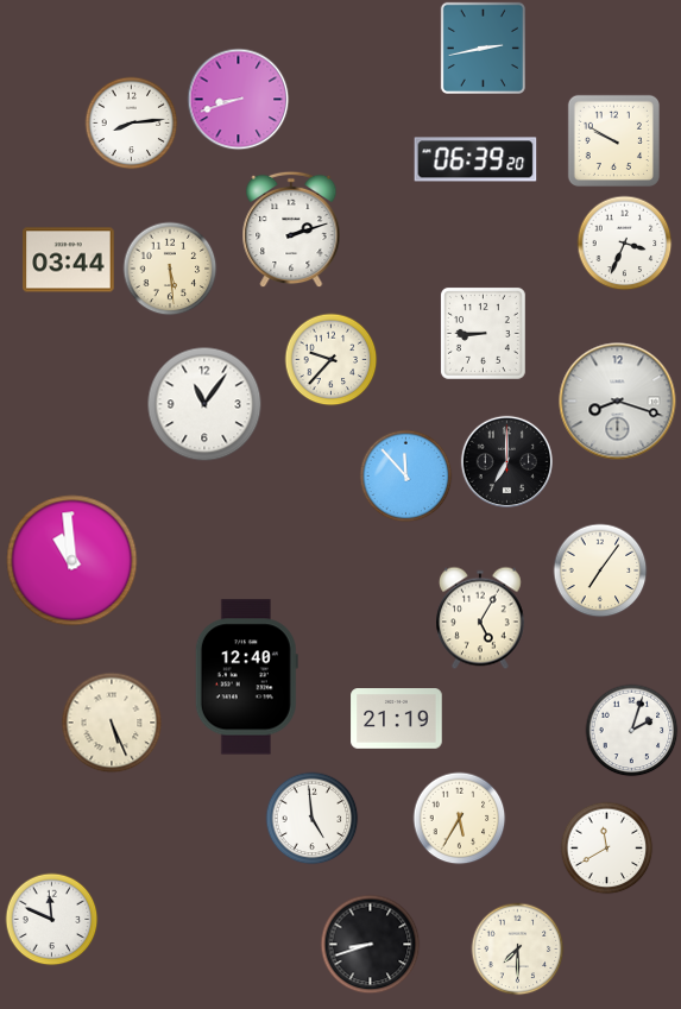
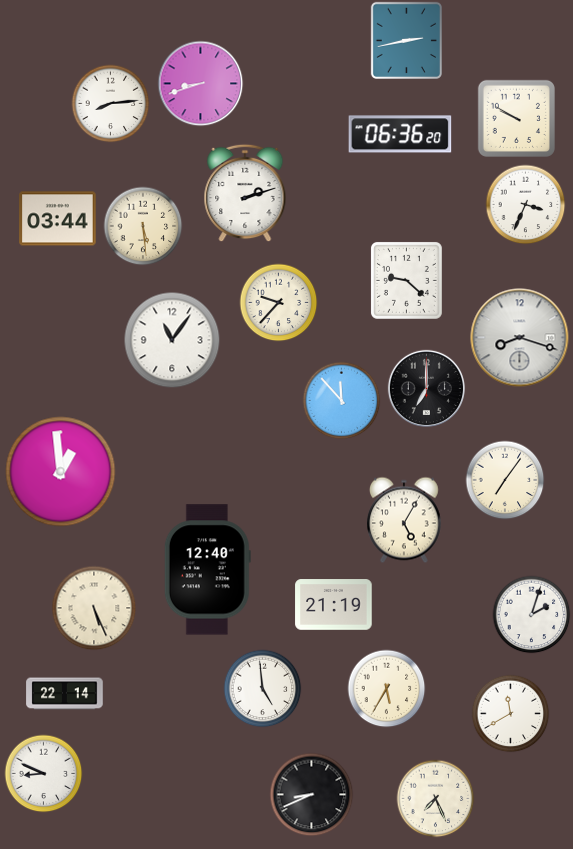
clock at (475, 159): 06:39 -> 06:36
clock at (483, 333): 8:45 -> 9:22
clock at (72, 561): 10:59 -> 12:59
clock at (65, 694): none -> 22:14
clock at (51, 919): 11:49 -> 8:49
clock at (370, 944): 8:42 -> 8:41
clock at (517, 948): 7:30 -> 7:26
